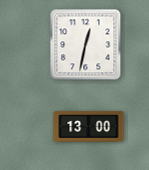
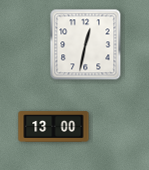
clock at (89, 127) position: (89, 127) -> (54, 127)
